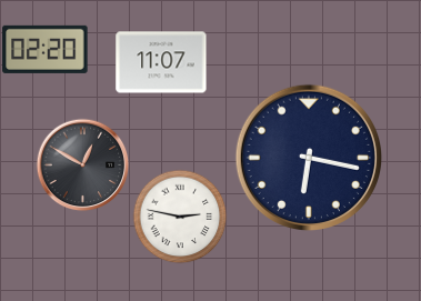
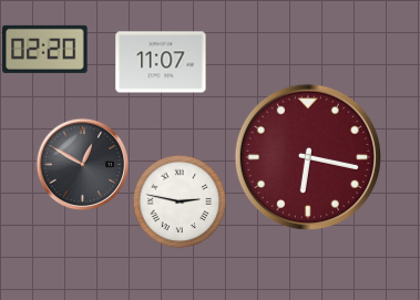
clock at (308, 157) dial: navy -> burgundy
clock at (180, 217) position: (180, 217) -> (180, 201)
